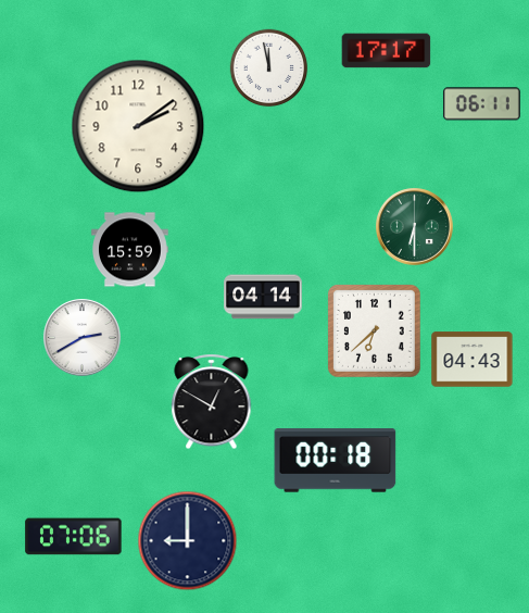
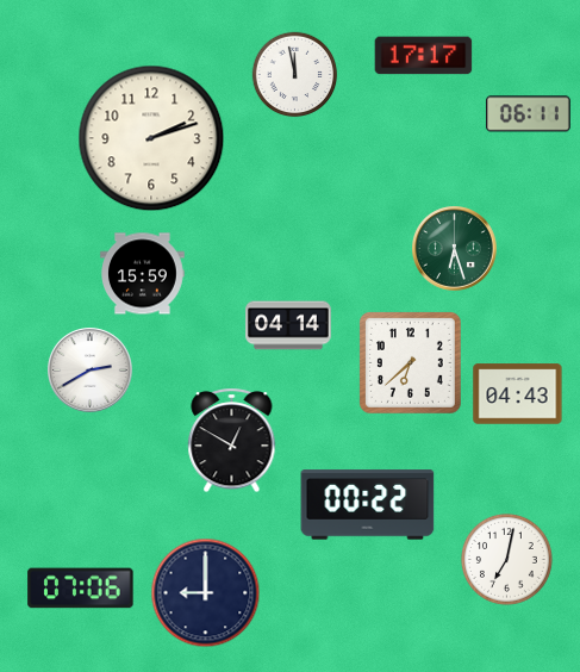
clock at (138, 126): 2:09 -> 2:12
clock at (415, 227): 6:30 -> 6:27
clock at (336, 461): 00:18 -> 00:22
clock at (507, 560): none -> 7:02
